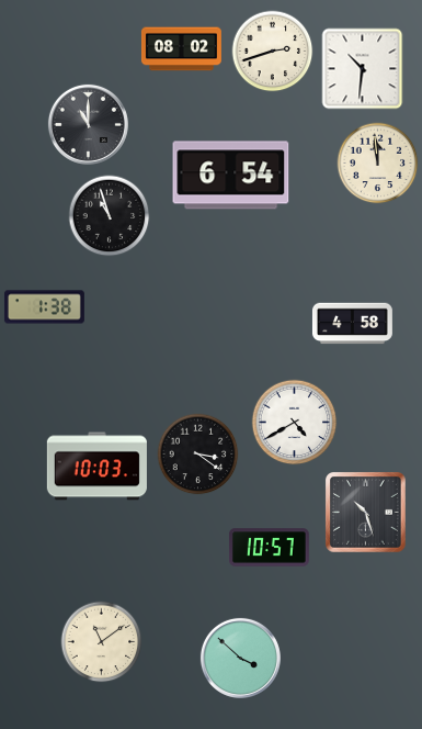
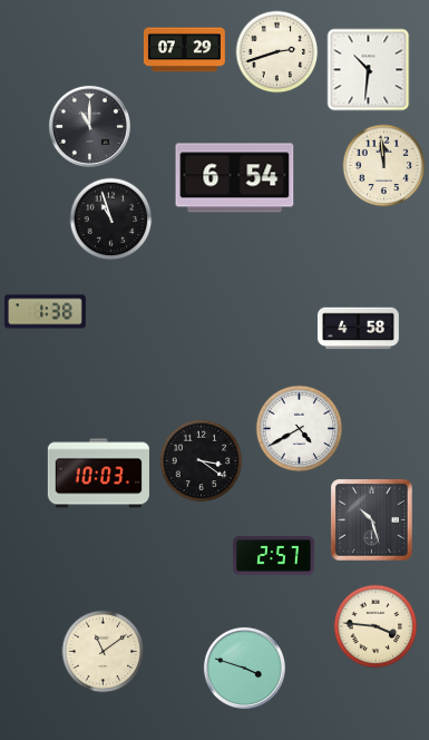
clock at (181, 49): 08:02 -> 07:29
clock at (269, 548): 10:57 -> 2:57
clock at (376, 626): none -> 3:46
clock at (240, 658): 3:52 -> 3:48
